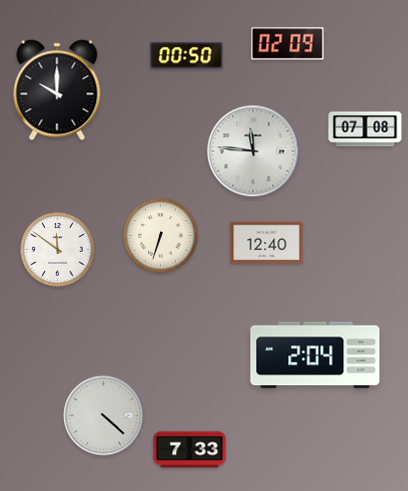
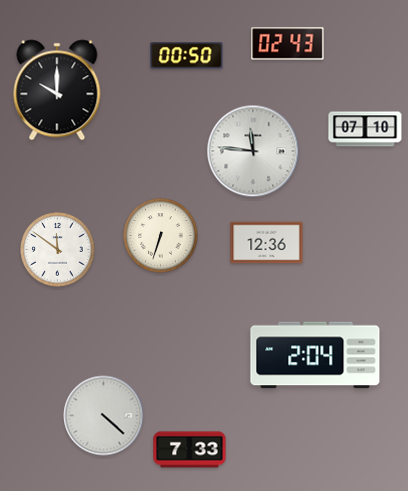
clock at (288, 44): 02:09 -> 02:43
clock at (365, 129): 07:08 -> 07:10
clock at (267, 243): 12:40 -> 12:36
